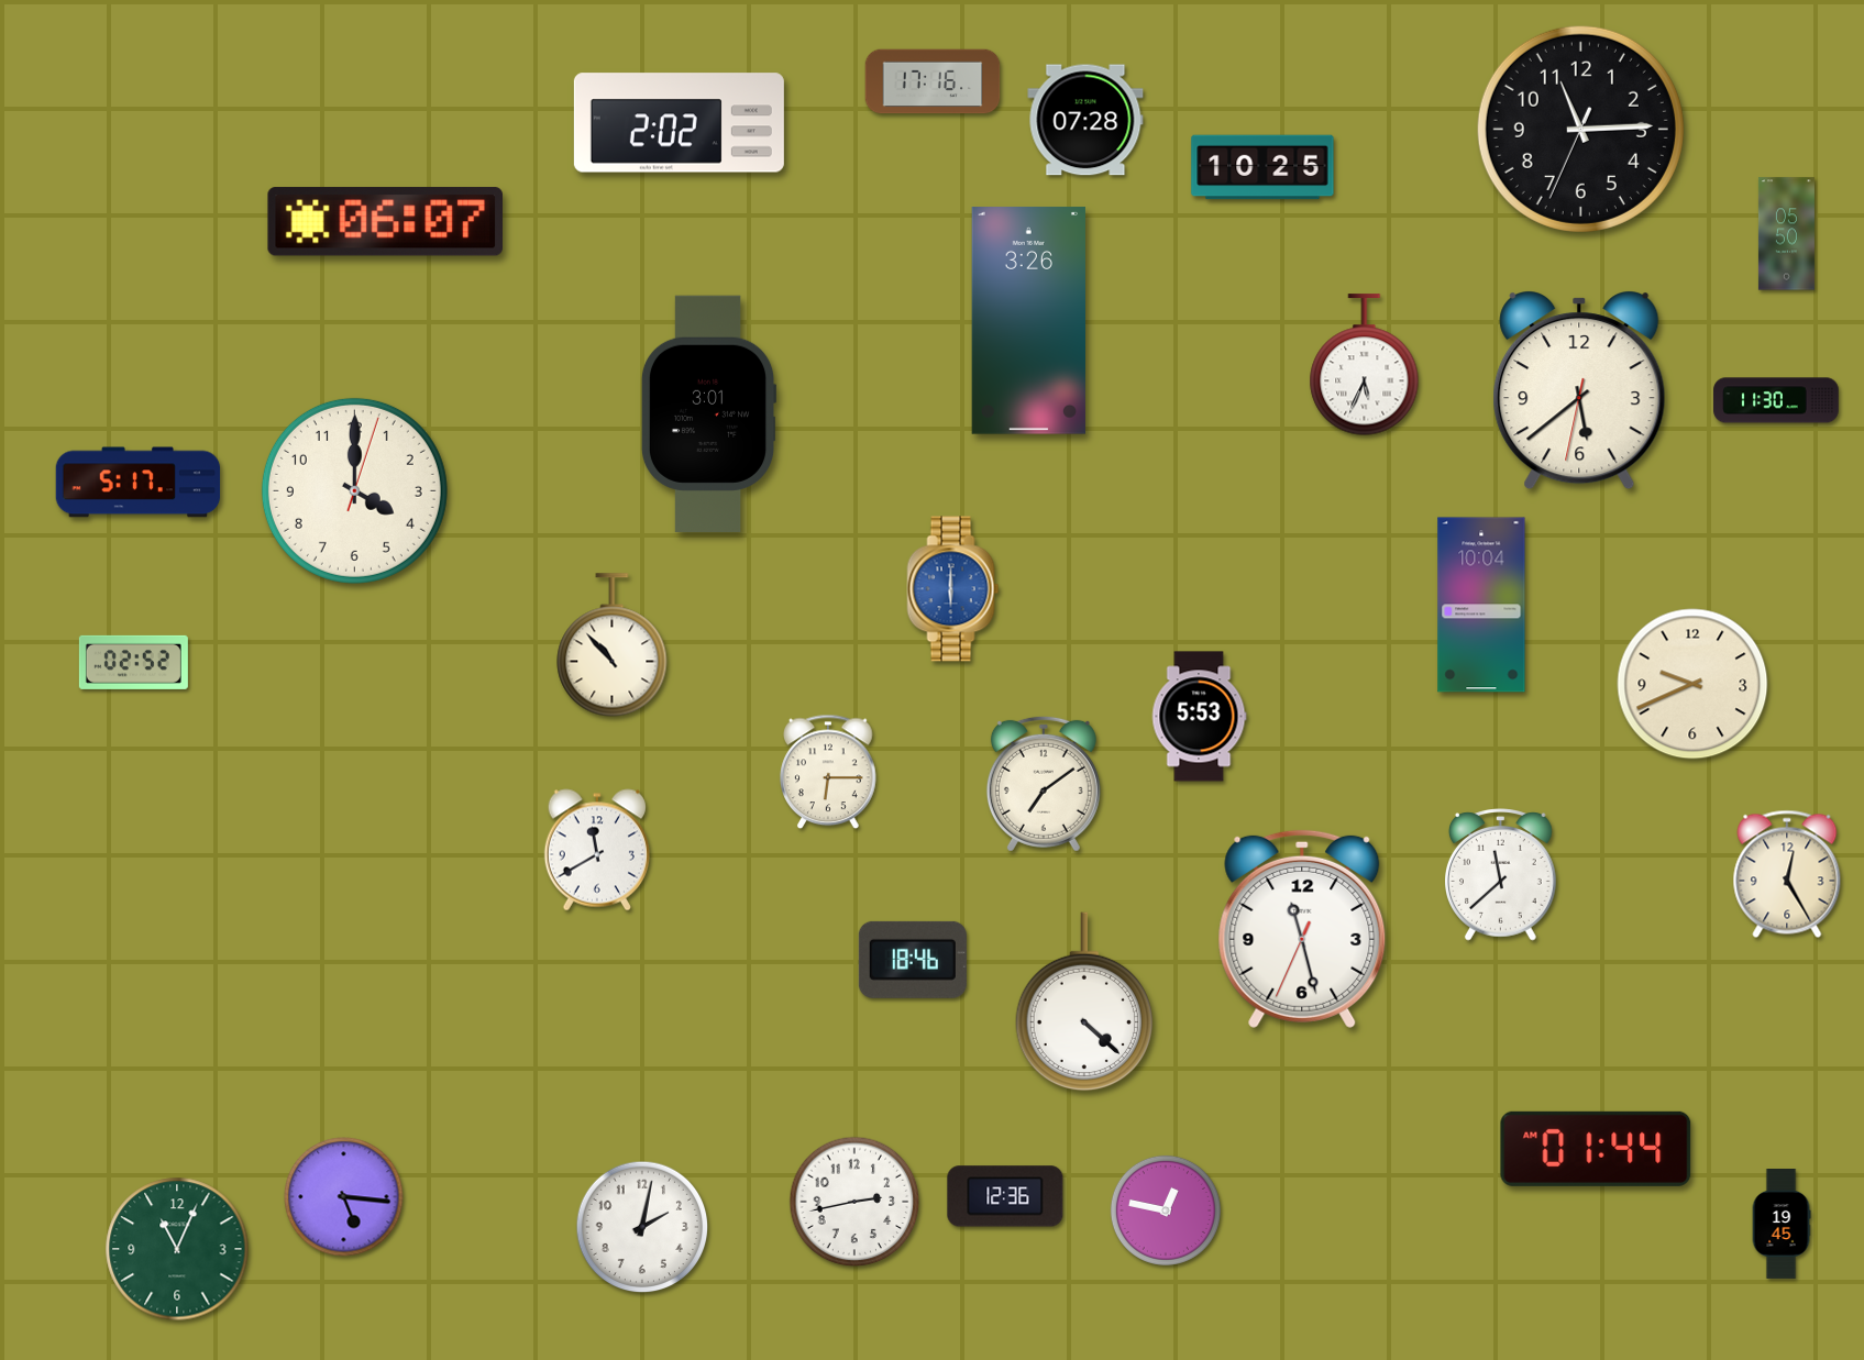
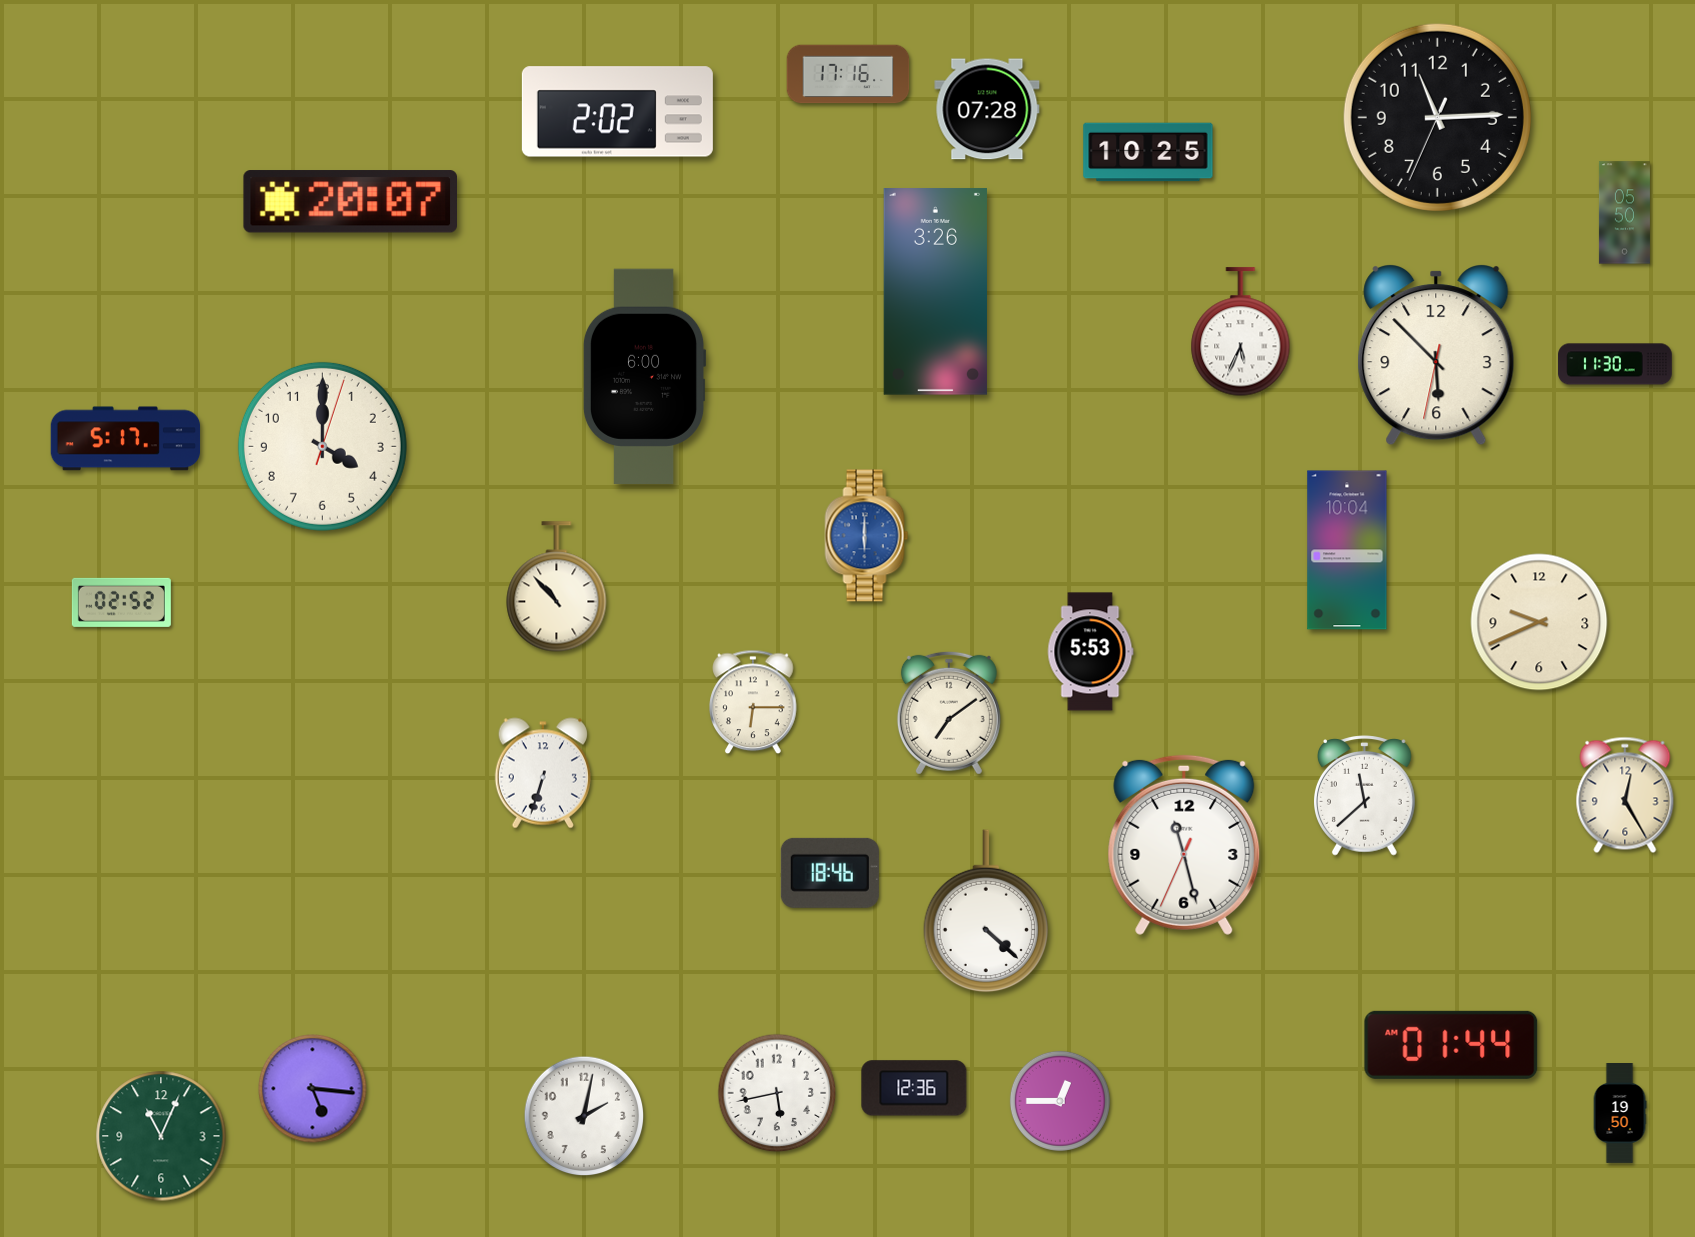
clock at (385, 222): 06:07 -> 20:07
clock at (1579, 390): 5:38 -> 5:52
clock at (708, 413): 3:01 -> 6:00
clock at (596, 850): 11:40 -> 6:33
clock at (854, 1202): 2:43 -> 5:43
clock at (1166, 1210): 12:47 -> 12:45
clock at (1782, 1225): 19:45 -> 19:50
